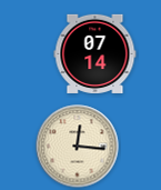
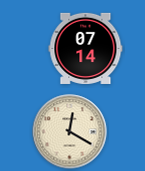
clock at (78, 147): 12:16 -> 12:20
